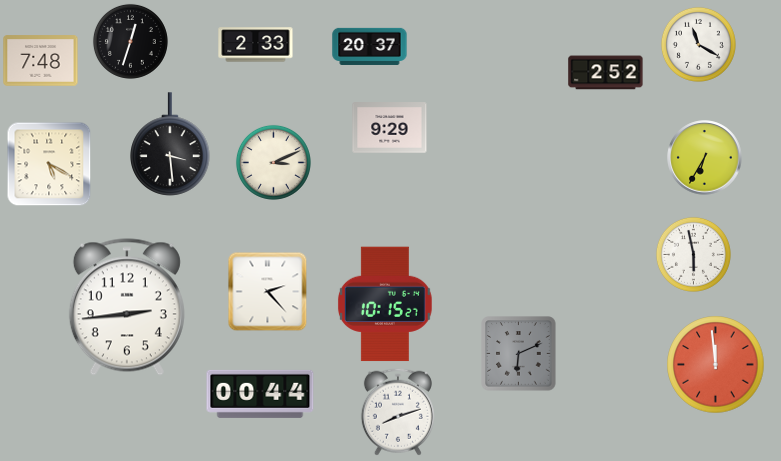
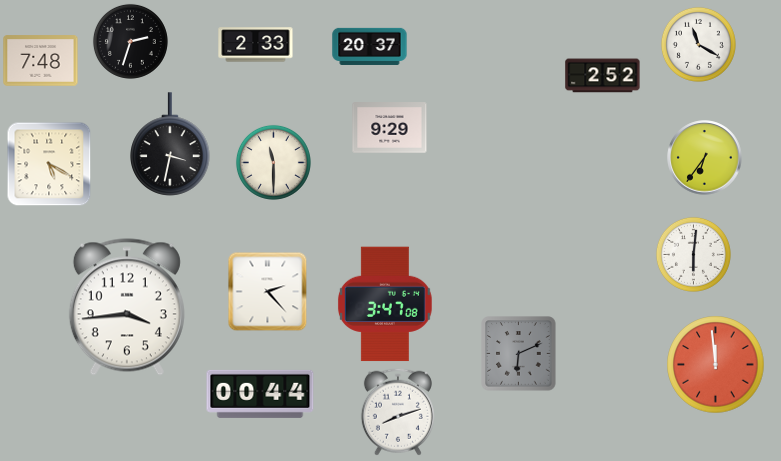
clock at (130, 41): 12:33 -> 2:33
clock at (606, 73) position: (606, 73) -> (603, 76)
clock at (170, 144): 3:29 -> 3:32
clock at (705, 158): 6:35 -> 6:36
clock at (273, 162): 3:11 -> 11:30
clock at (693, 254): 5:58 -> 6:01
clock at (385, 304): 10:15 -> 3:47
clock at (127, 307): 2:44 -> 3:44
